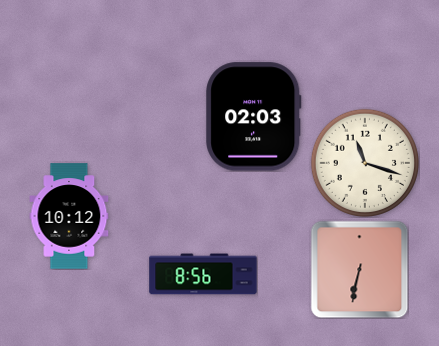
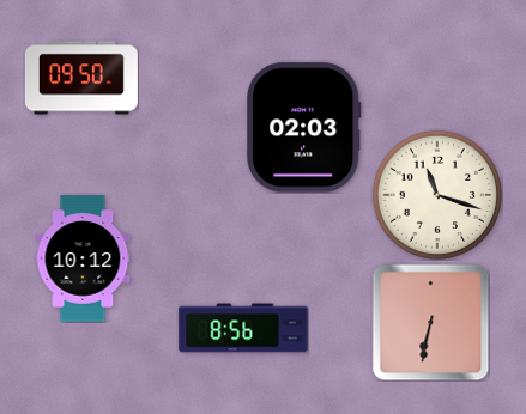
clock at (81, 78): none -> 09:50
clock at (254, 117) position: (254, 117) -> (304, 128)
